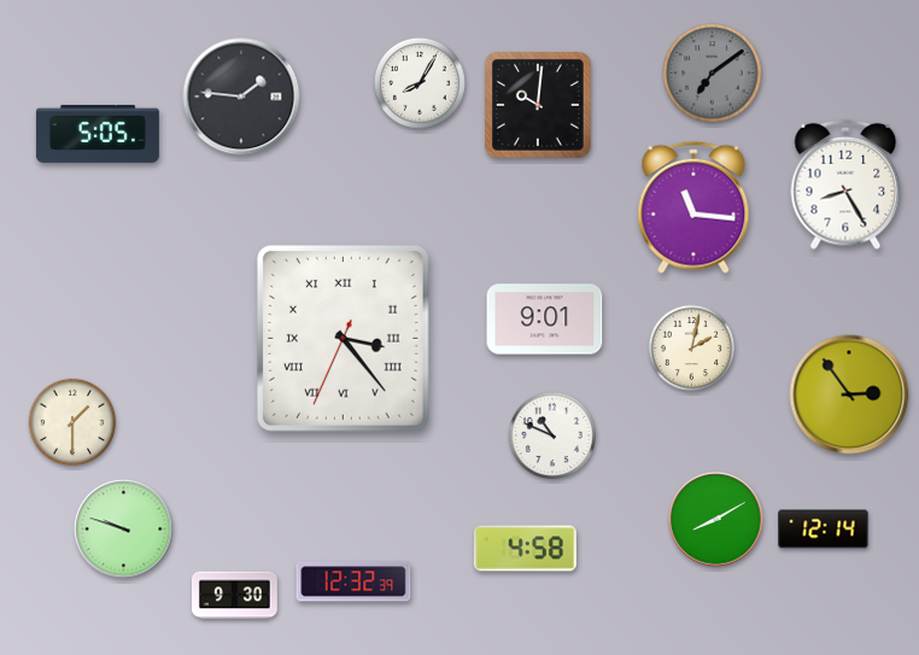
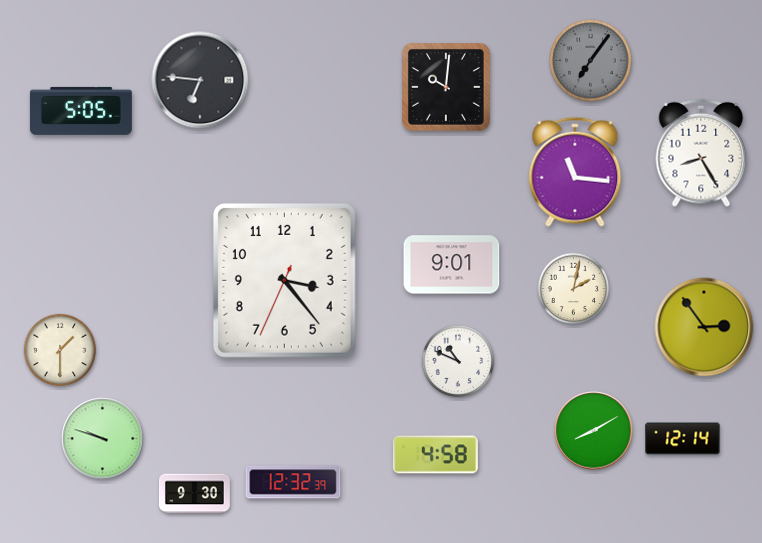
clock at (713, 74): 7:09 -> 7:06
clock at (420, 83): 8:05 -> none
clock at (241, 97): 1:46 -> 6:46
clock at (343, 338) numerals: Roman -> Arabic
